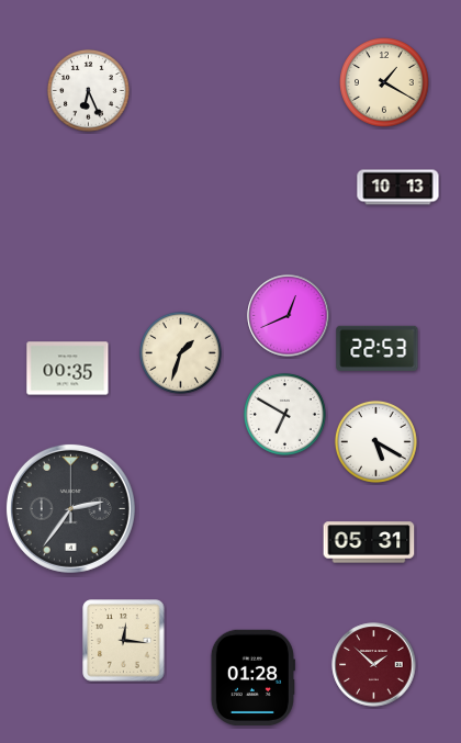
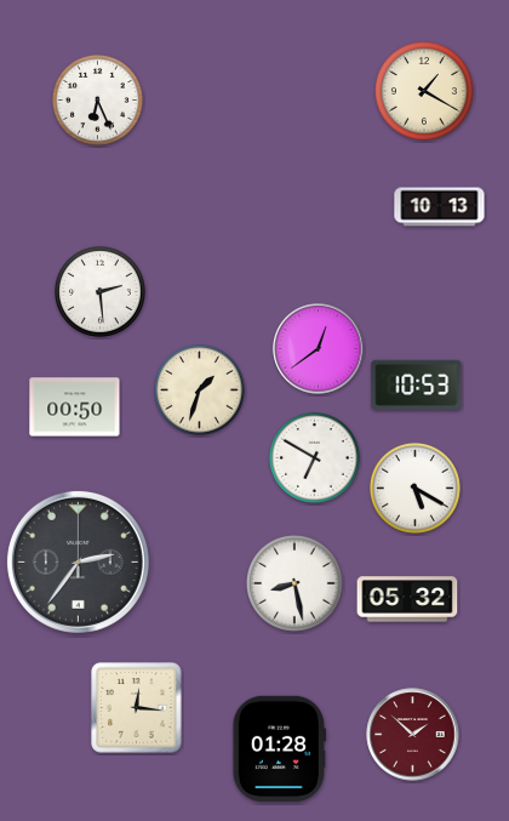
clock at (99, 291): none -> 2:29
clock at (289, 316): 12:41 -> 12:39
clock at (378, 348): 22:53 -> 10:53
clock at (68, 369): 00:35 -> 00:50
clock at (296, 585): none -> 8:28
clock at (369, 542): 05:31 -> 05:32
